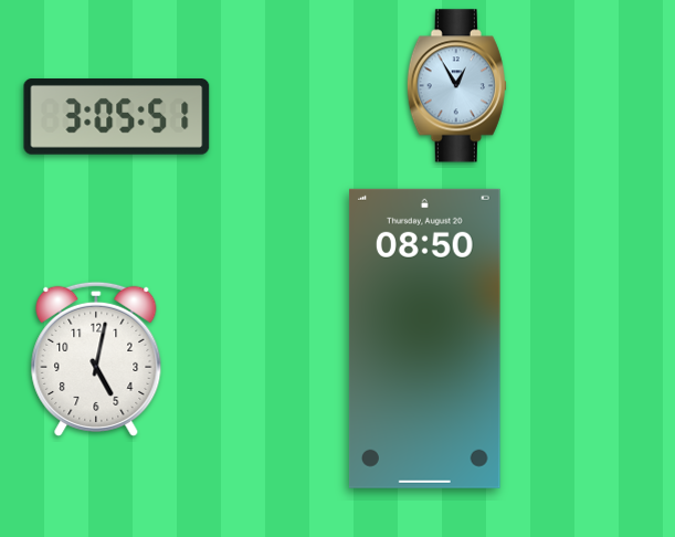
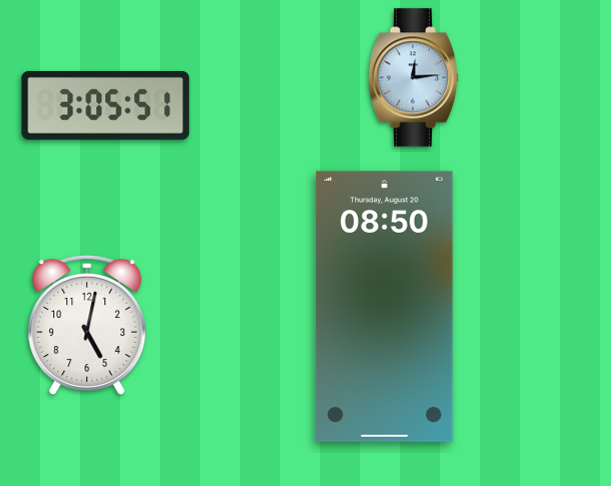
clock at (456, 86): 12:55 -> 12:14
